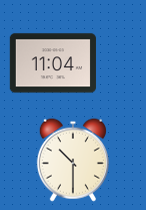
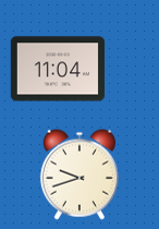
clock at (73, 160): 10:30 -> 9:42
